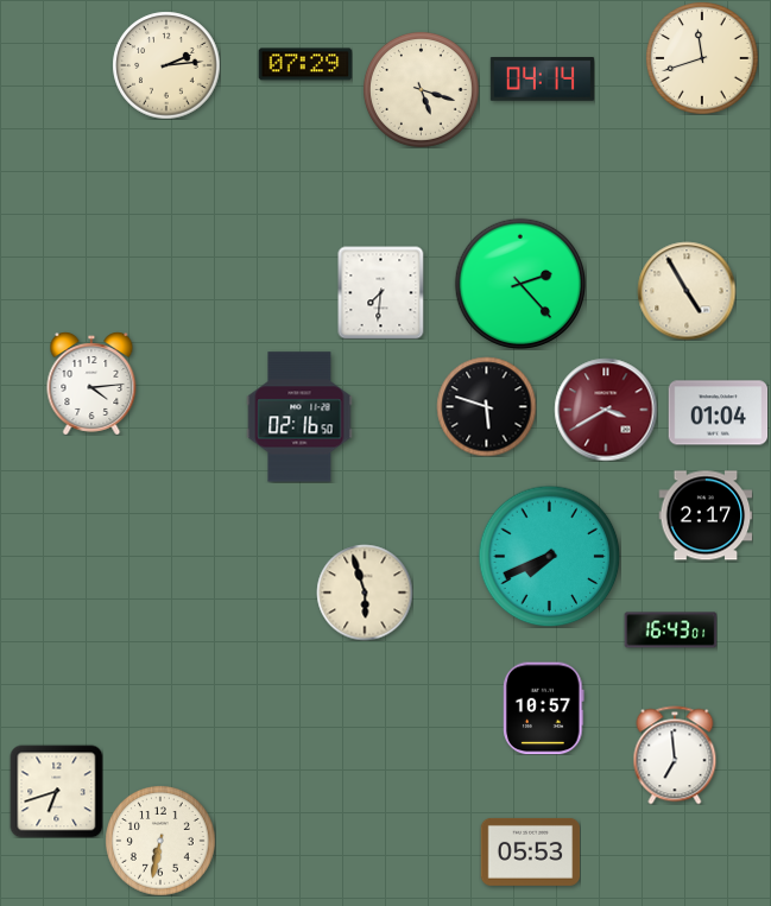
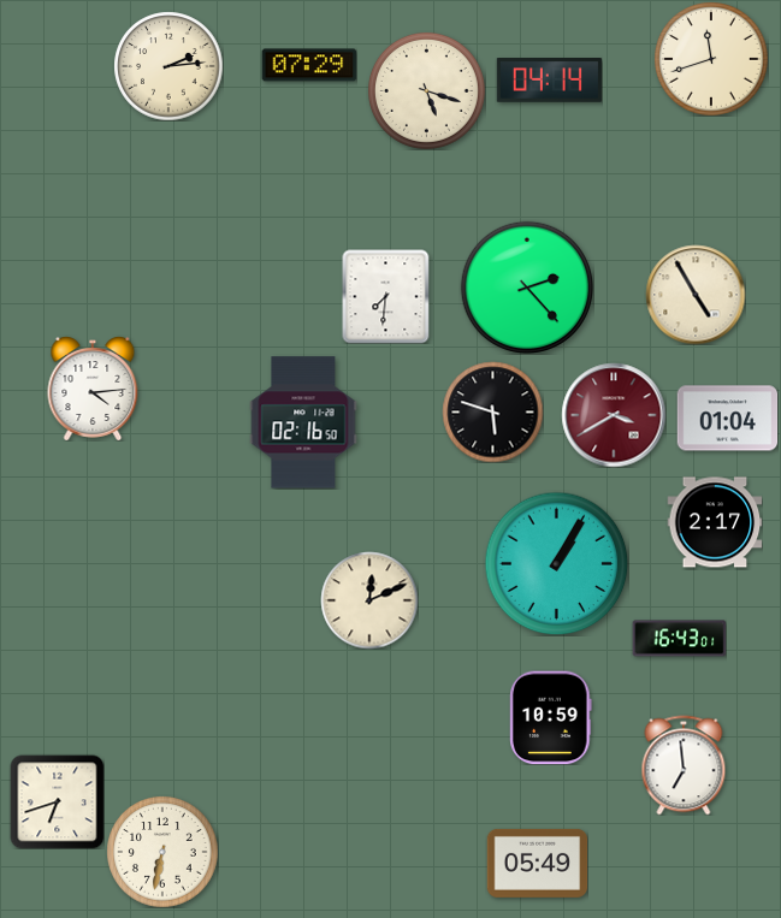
clock at (549, 556): 7:41 -> 1:05
clock at (365, 593): 5:57 -> 12:11
clock at (544, 708): 10:57 -> 10:59
clock at (530, 851): 05:53 -> 05:49
